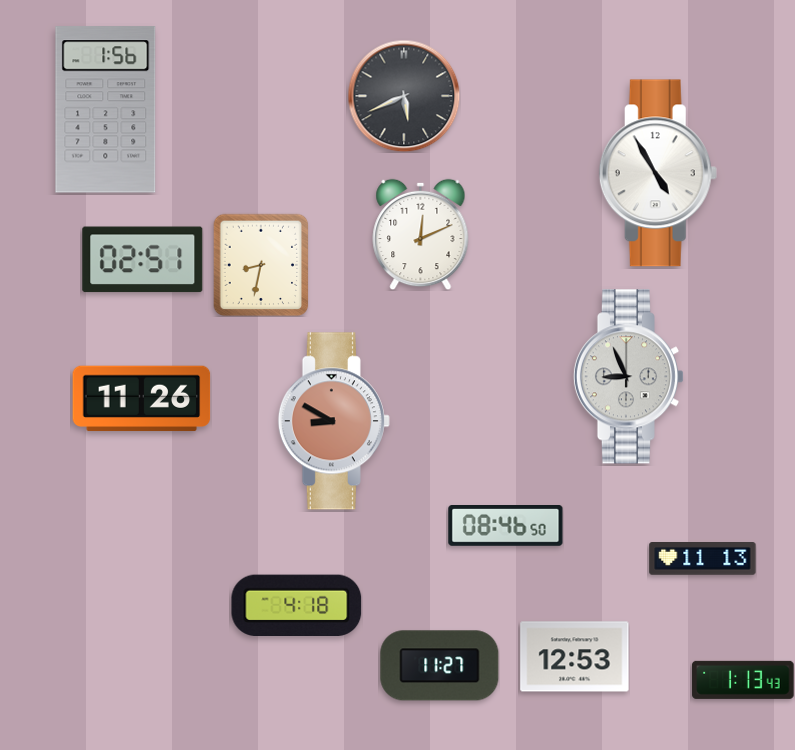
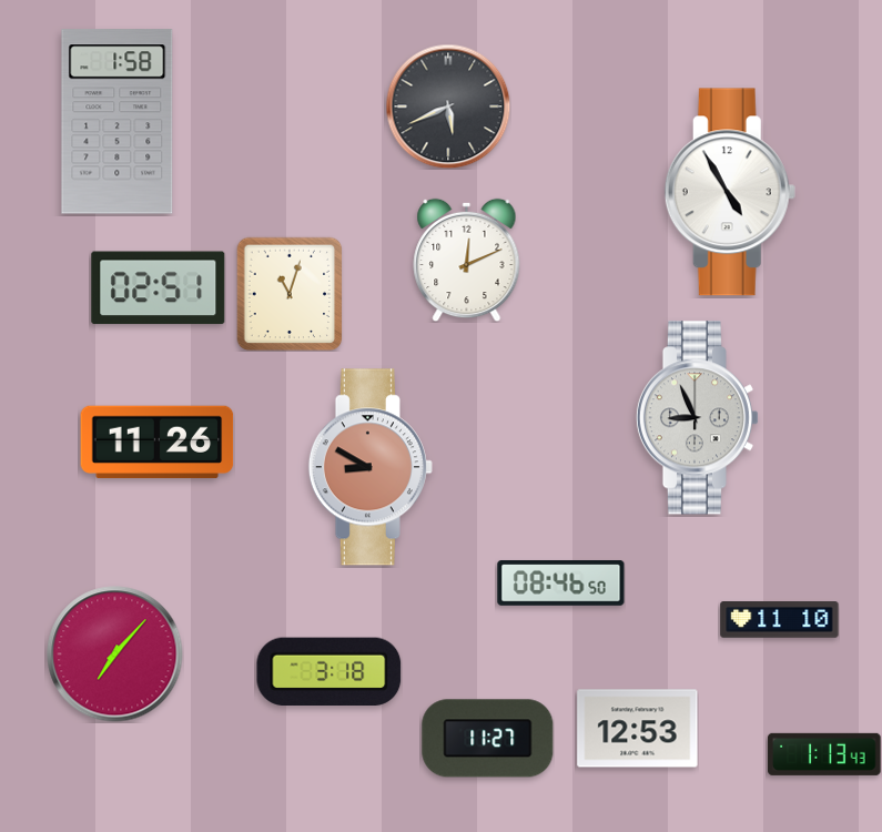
clock at (106, 110): 1:56 -> 1:58
clock at (261, 265): 8:32 -> 11:03
clock at (703, 559): 11:13 -> 11:10
clock at (115, 655): none -> 7:07
clock at (297, 605): 4:18 -> 3:18
